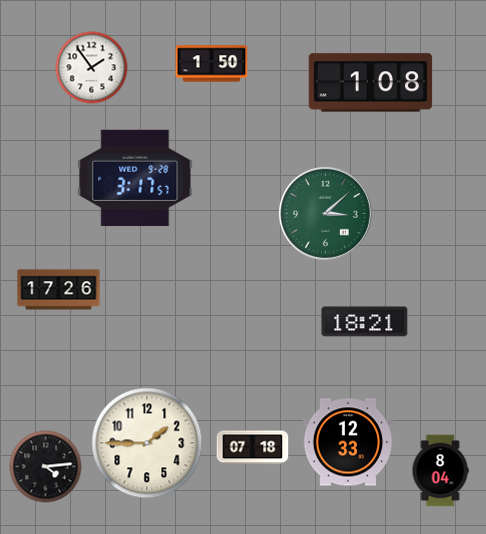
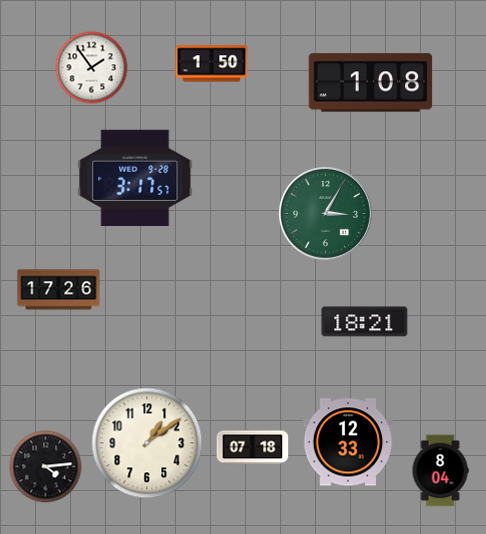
clock at (325, 213): 3:08 -> 3:05
clock at (147, 443): 1:45 -> 1:09
